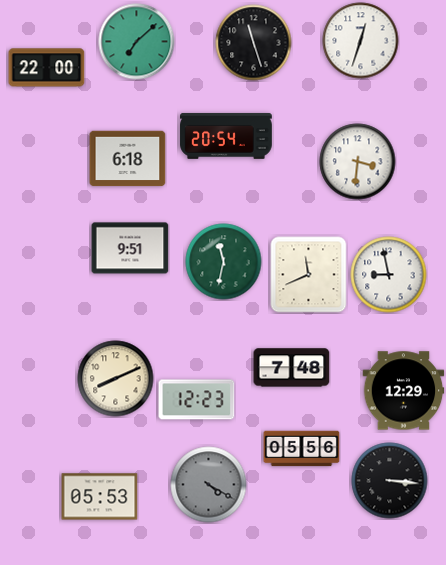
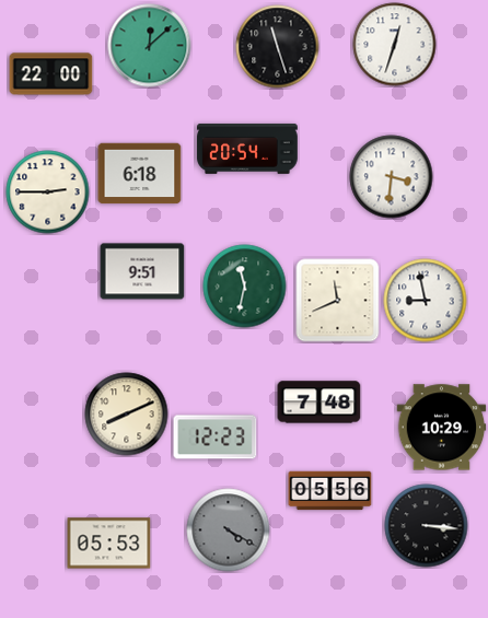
clock at (137, 42): 7:08 -> 12:08
clock at (48, 193): none -> 2:45
clock at (404, 391): 12:29 -> 10:29
